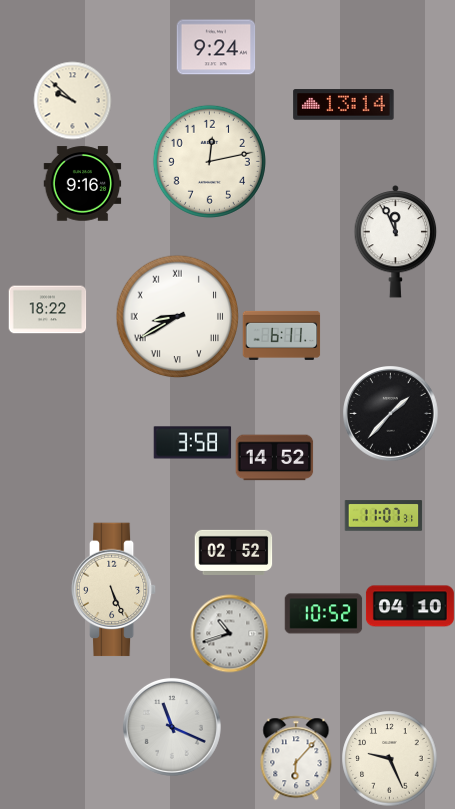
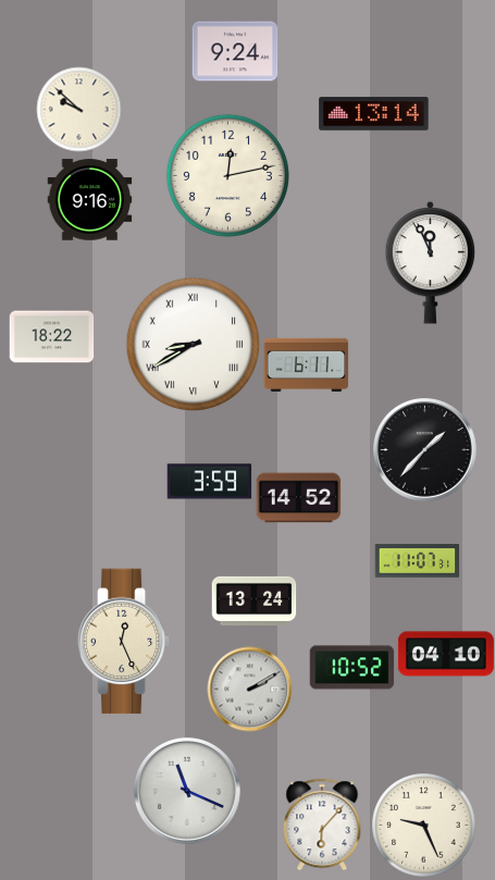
clock at (192, 443): 3:58 -> 3:59
clock at (233, 552): 02:52 -> 13:24
clock at (114, 590): 5:26 -> 12:26
clock at (410, 606) position: (410, 606) -> (446, 654)
clock at (229, 633): 10:42 -> 2:10
